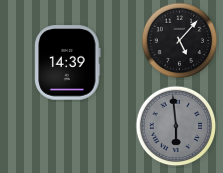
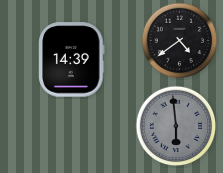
clock at (180, 41): 5:07 -> 4:39
clock at (68, 63) position: (68, 63) -> (72, 60)
